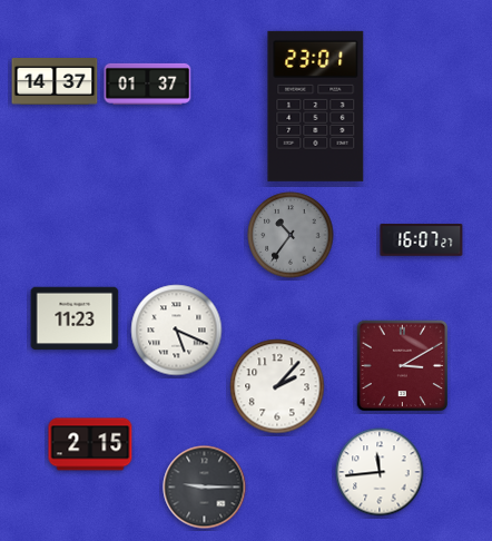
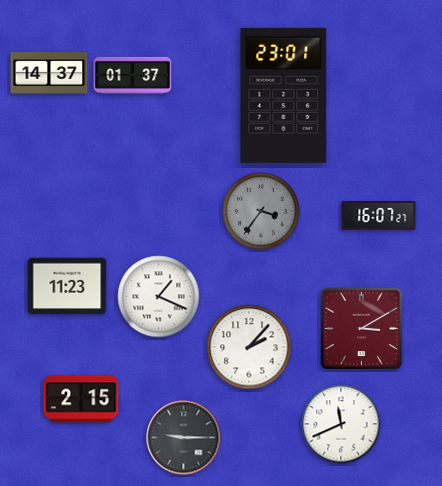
clock at (291, 235): 10:36 -> 3:36
clock at (177, 331): 5:19 -> 1:19
clock at (380, 472): 11:44 -> 11:41
